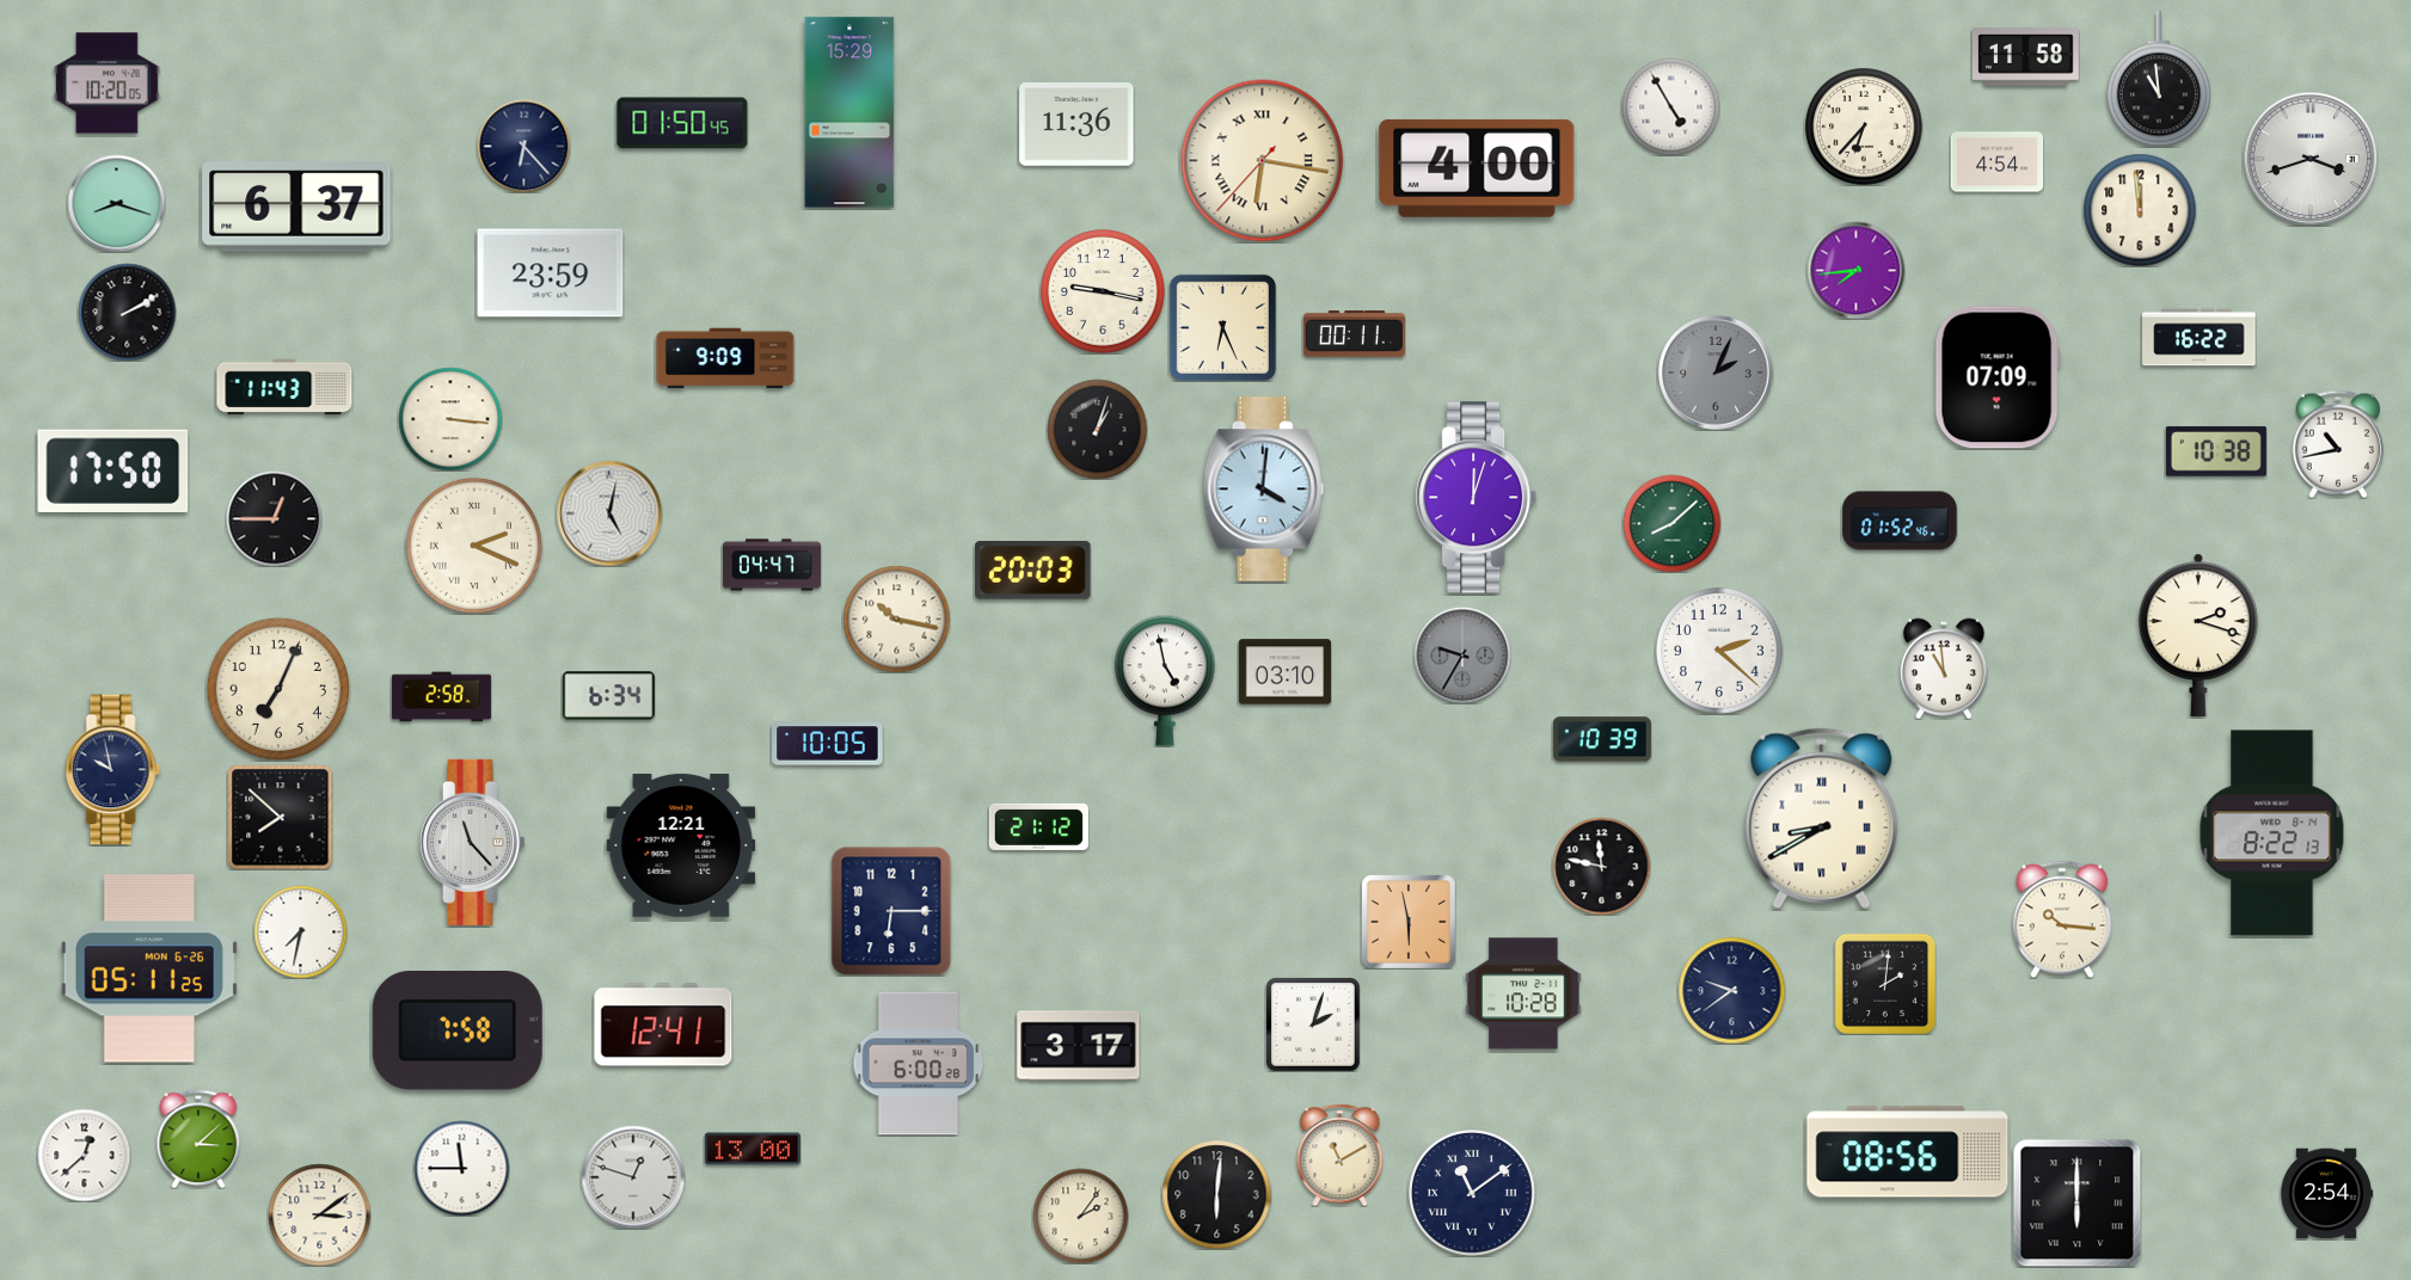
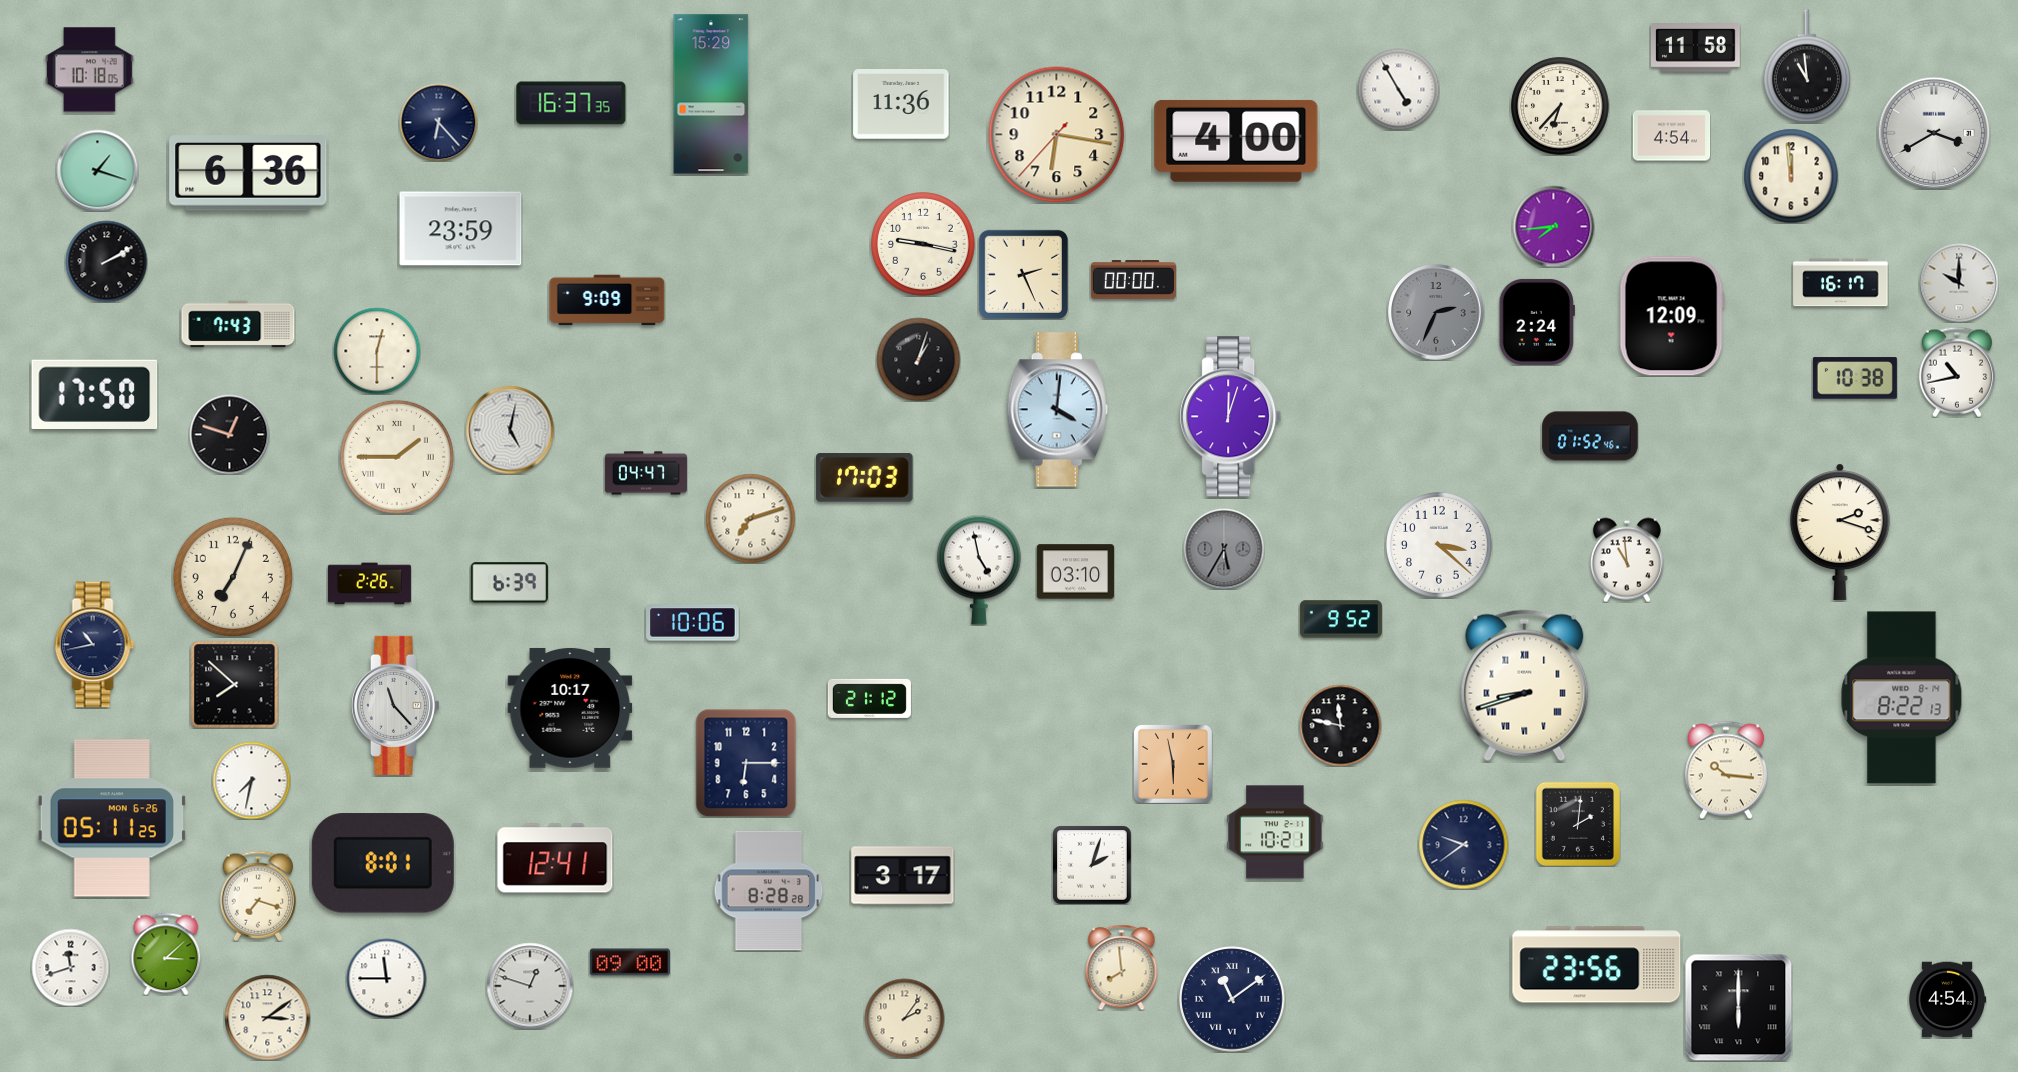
clock at (106, 84): 10:20 -> 10:18
clock at (682, 123): 01:50 -> 16:37
clock at (2311, 159): 3:42 -> 3:40
clock at (1263, 161) numerals: Roman -> Arabic
clock at (116, 203): 8:18 -> 1:18
clock at (296, 207): 6:37 -> 6:36
clock at (1222, 327): 6:26 -> 2:26
clock at (1354, 334): 00:11 -> 00:00
clock at (2200, 338): 16:22 -> 16:17
clock at (1959, 283): none -> 10:00
clock at (1716, 373): 2:04 -> 2:34
clock at (1998, 377): 07:09 -> 12:09
clock at (1537, 322): none -> 2:24
clock at (284, 387): 11:43 -> 7:43
clock at (450, 419): 3:16 -> 12:30
clock at (1477, 498) position: (1477, 498) -> (1231, 417)
clock at (274, 518): 12:45 -> 12:48
clock at (1671, 523): 8:08 -> none
clock at (474, 546): 2:19 -> 1:45
clock at (1033, 571): 20:03 -> 17:03
clock at (896, 619): 10:17 -> 7:12
clock at (1720, 652): 2:22 -> 3:22
clock at (1462, 656): 9:35 -> 5:35
clock at (1284, 672) position: (1284, 672) -> (1075, 572)
clock at (1165, 681) position: (1165, 681) -> (979, 570)
clock at (608, 696): 6:34 -> 6:39
clock at (441, 697): 2:58 -> 2:26
clock at (1602, 739): 10:39 -> 9:52
clock at (828, 744): 10:05 -> 10:06
clock at (114, 770): 9:58 -> 10:43
clock at (1822, 819): 8:40 -> 8:42
clock at (1038, 826) position: (1038, 826) -> (869, 698)
clock at (681, 845): 12:21 -> 10:17
clock at (1409, 922) position: (1409, 922) -> (1173, 764)
clock at (148, 968) position: (148, 968) -> (111, 818)
clock at (1731, 990) position: (1731, 990) -> (1463, 844)
clock at (1523, 993): 10:28 -> 10:21
clock at (1313, 1024) position: (1313, 1024) -> (1092, 865)
clock at (458, 1030): 7:58 -> 8:01
clock at (919, 1064): 6:00 -> 8:28
clock at (257, 896): none -> 7:18
clock at (753, 1149): 13:00 -> 09:00
clock at (1908, 1152): 08:56 -> 23:56
clock at (84, 1155): 12:38 -> 11:42
clock at (1341, 1155): 11:10 -> 7:59
clock at (1216, 1194): 6:01 -> none
clock at (2326, 1194): 2:54 -> 4:54
